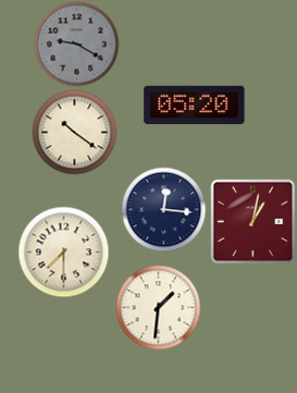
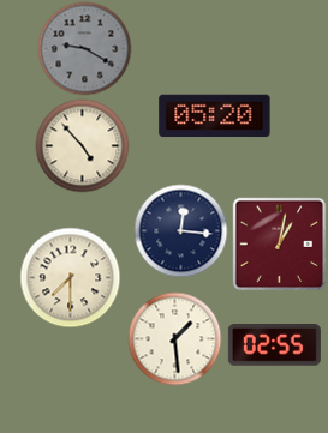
clock at (74, 132): 10:21 -> 4:53
clock at (158, 307): 1:31 -> 1:29
clock at (274, 345): none -> 02:55
